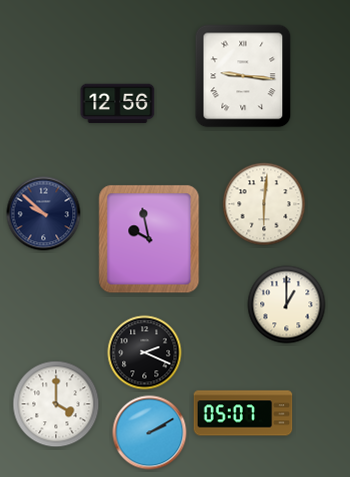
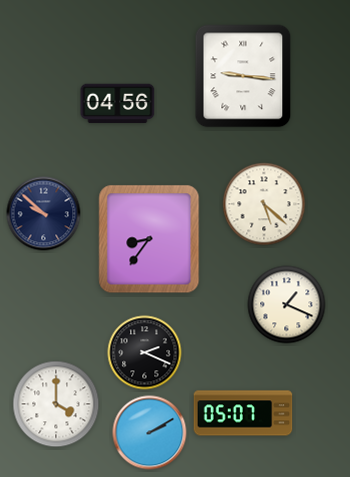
clock at (118, 104): 12:56 -> 04:56
clock at (264, 204): 6:01 -> 5:22
clock at (149, 239): 9:58 -> 8:36
clock at (287, 305): 1:00 -> 1:19
